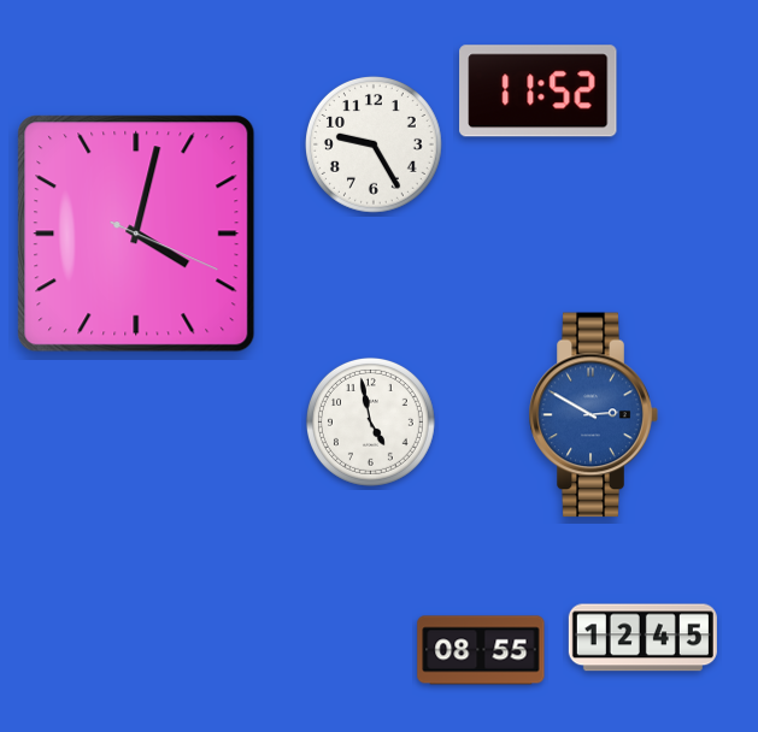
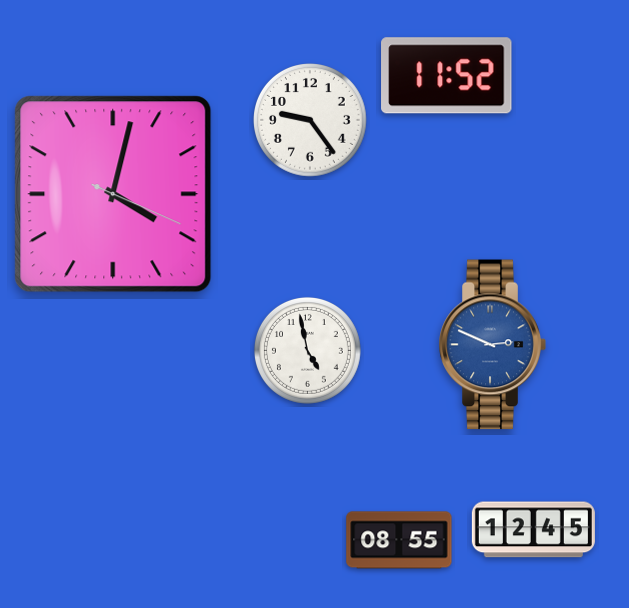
clock at (375, 146): 9:25 -> 9:24
clock at (593, 415): 2:50 -> 2:49
